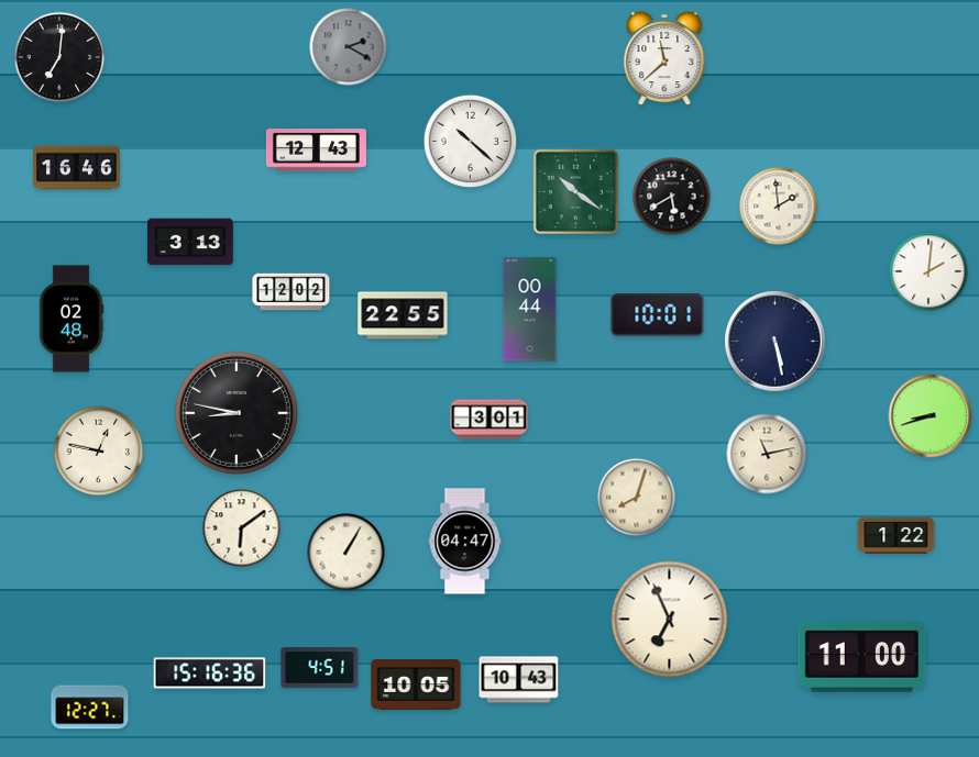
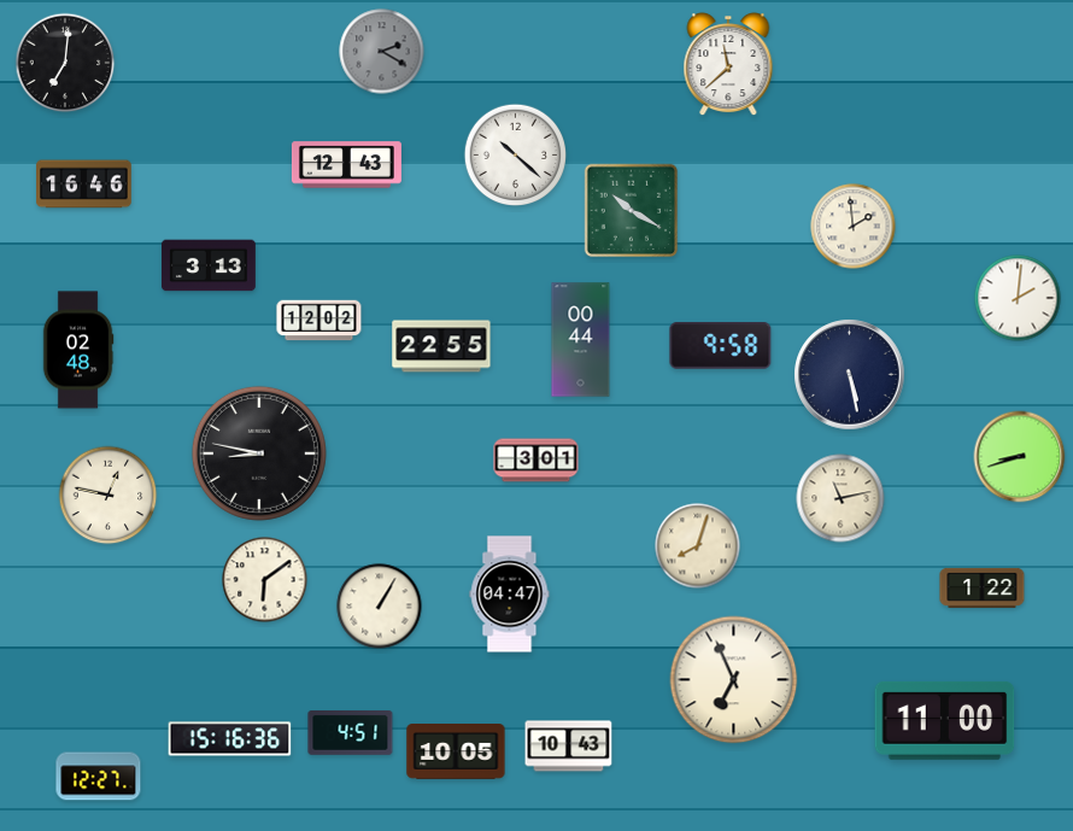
clock at (576, 192): 10:21 -> 10:20
clock at (672, 197): 5:40 -> none
clock at (658, 315): 10:01 -> 9:58
